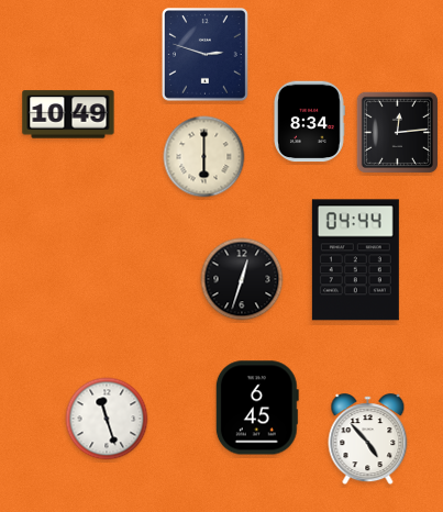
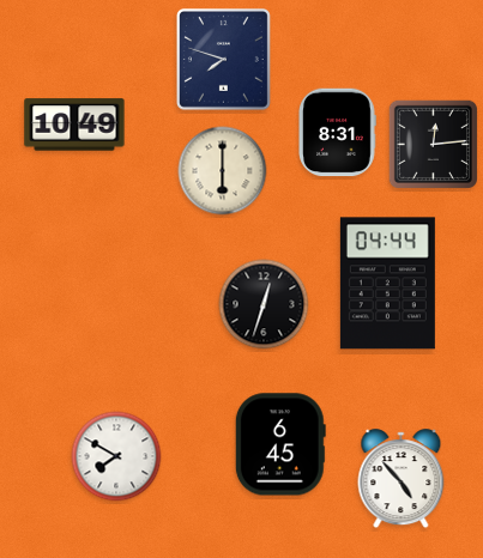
clock at (204, 54): 2:48 -> 7:48
clock at (310, 122): 8:34 -> 8:31
clock at (107, 419): 11:27 -> 7:50
